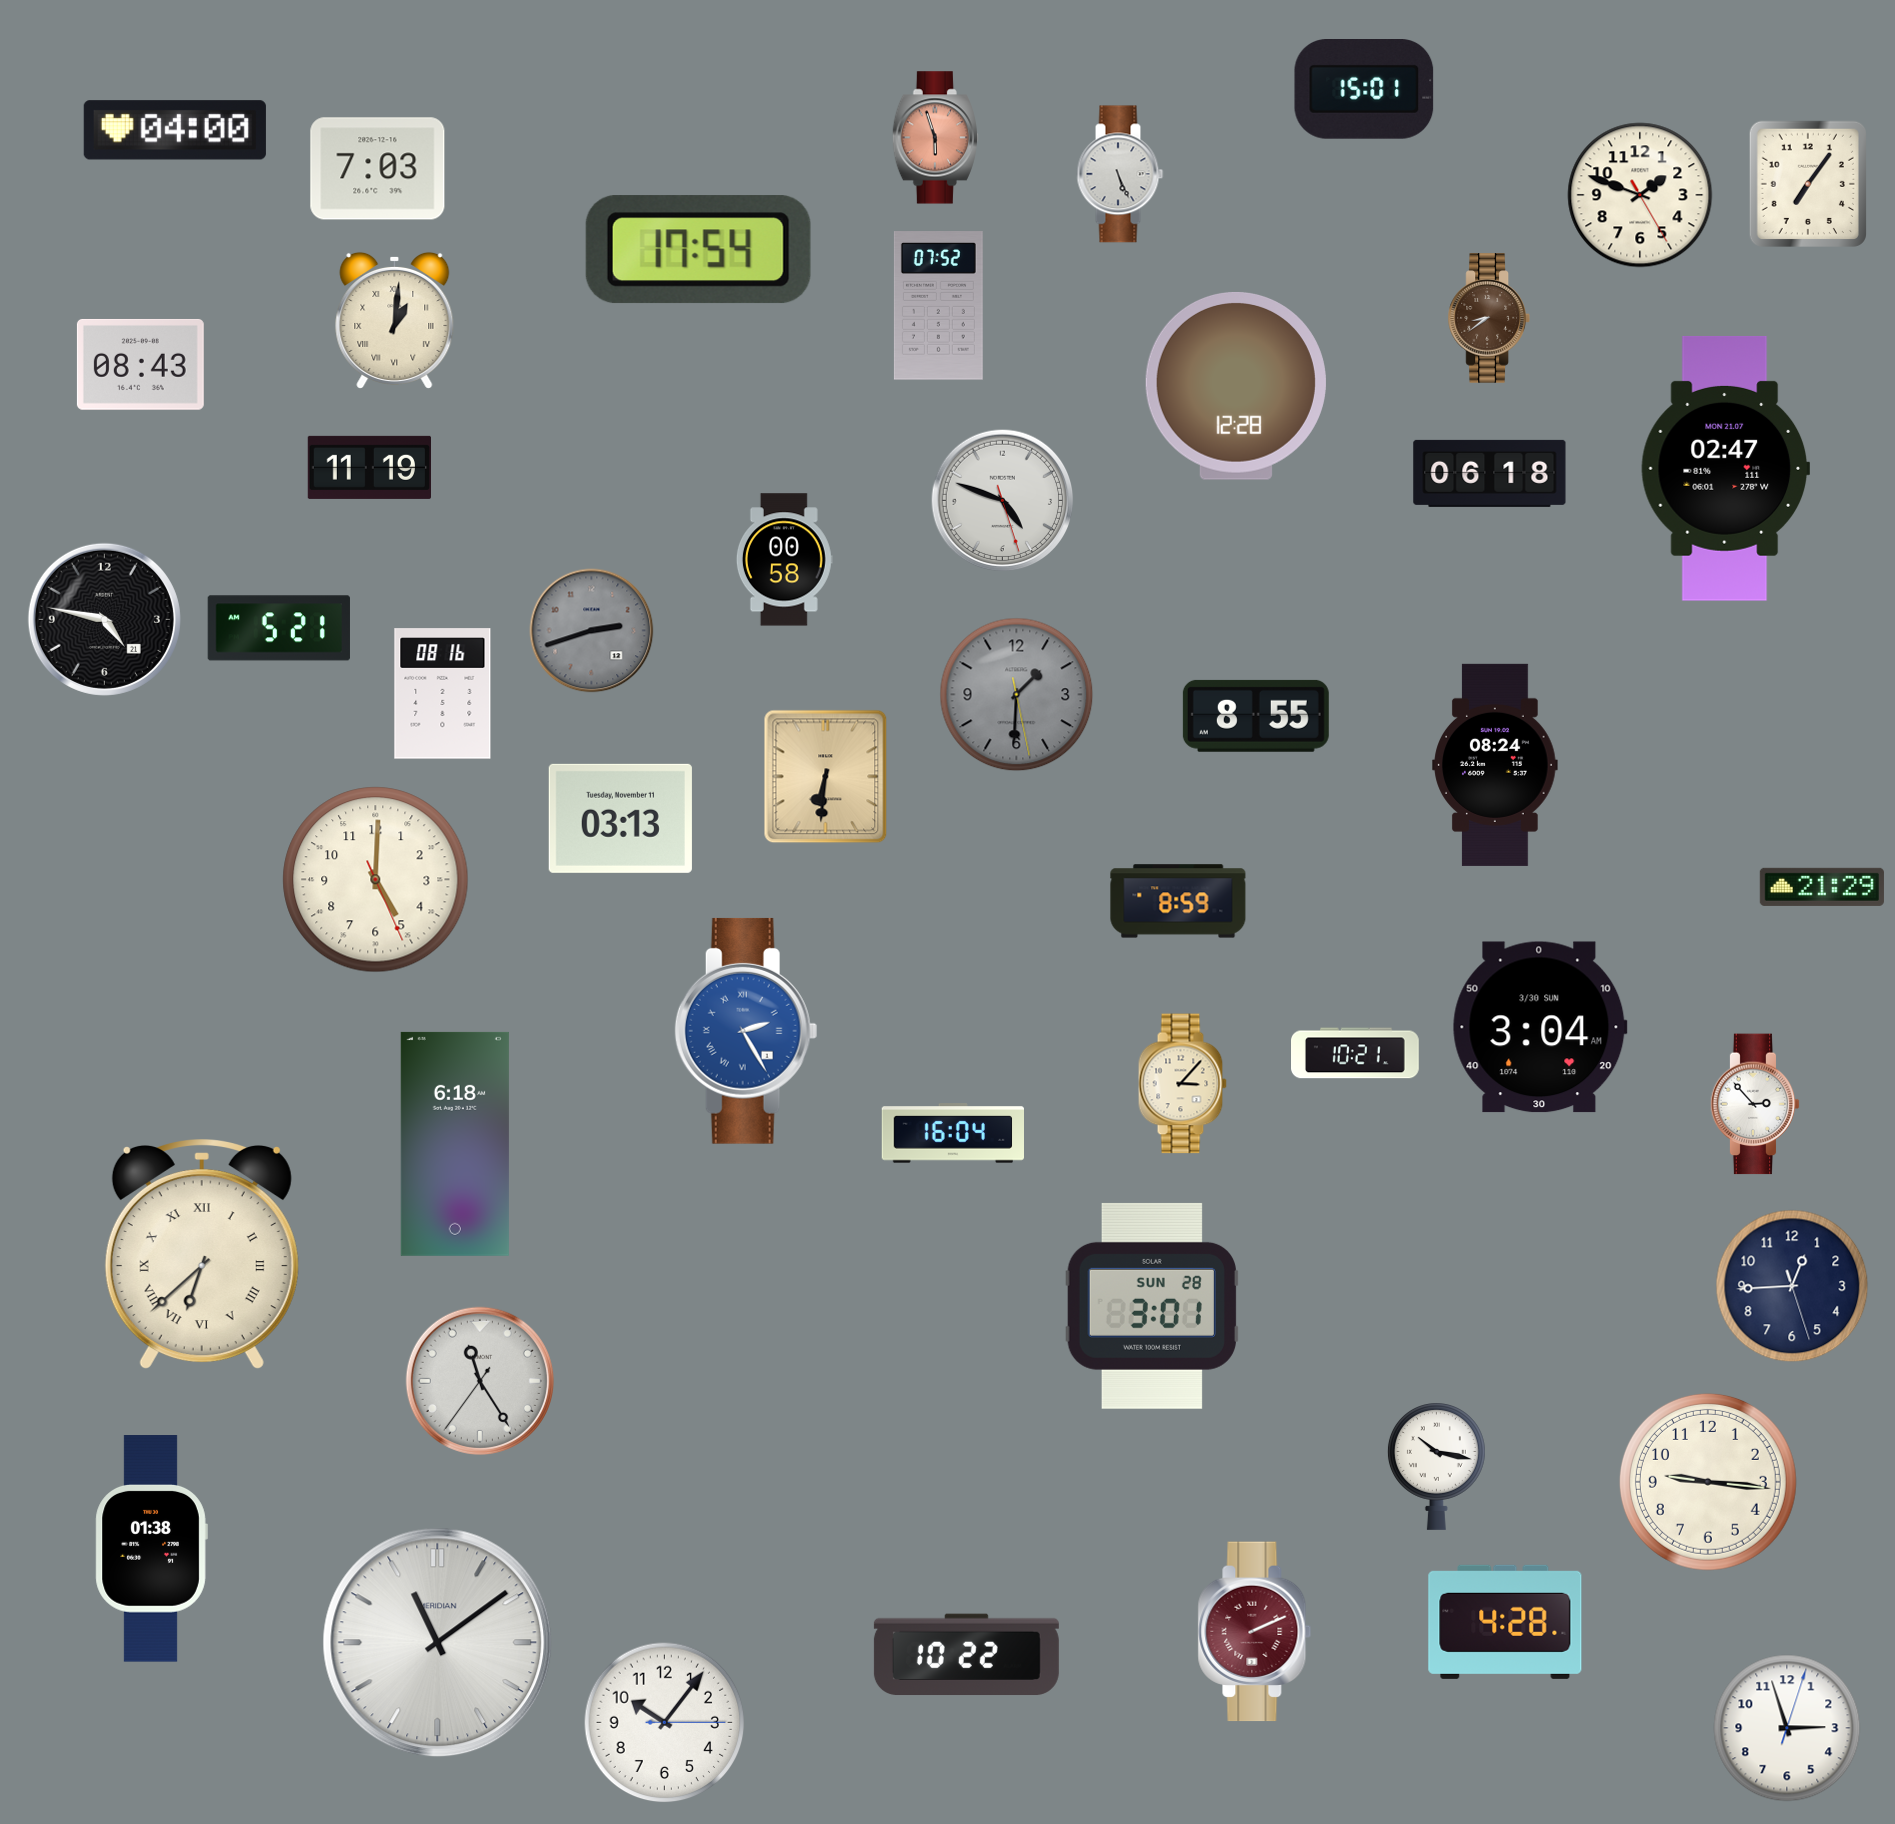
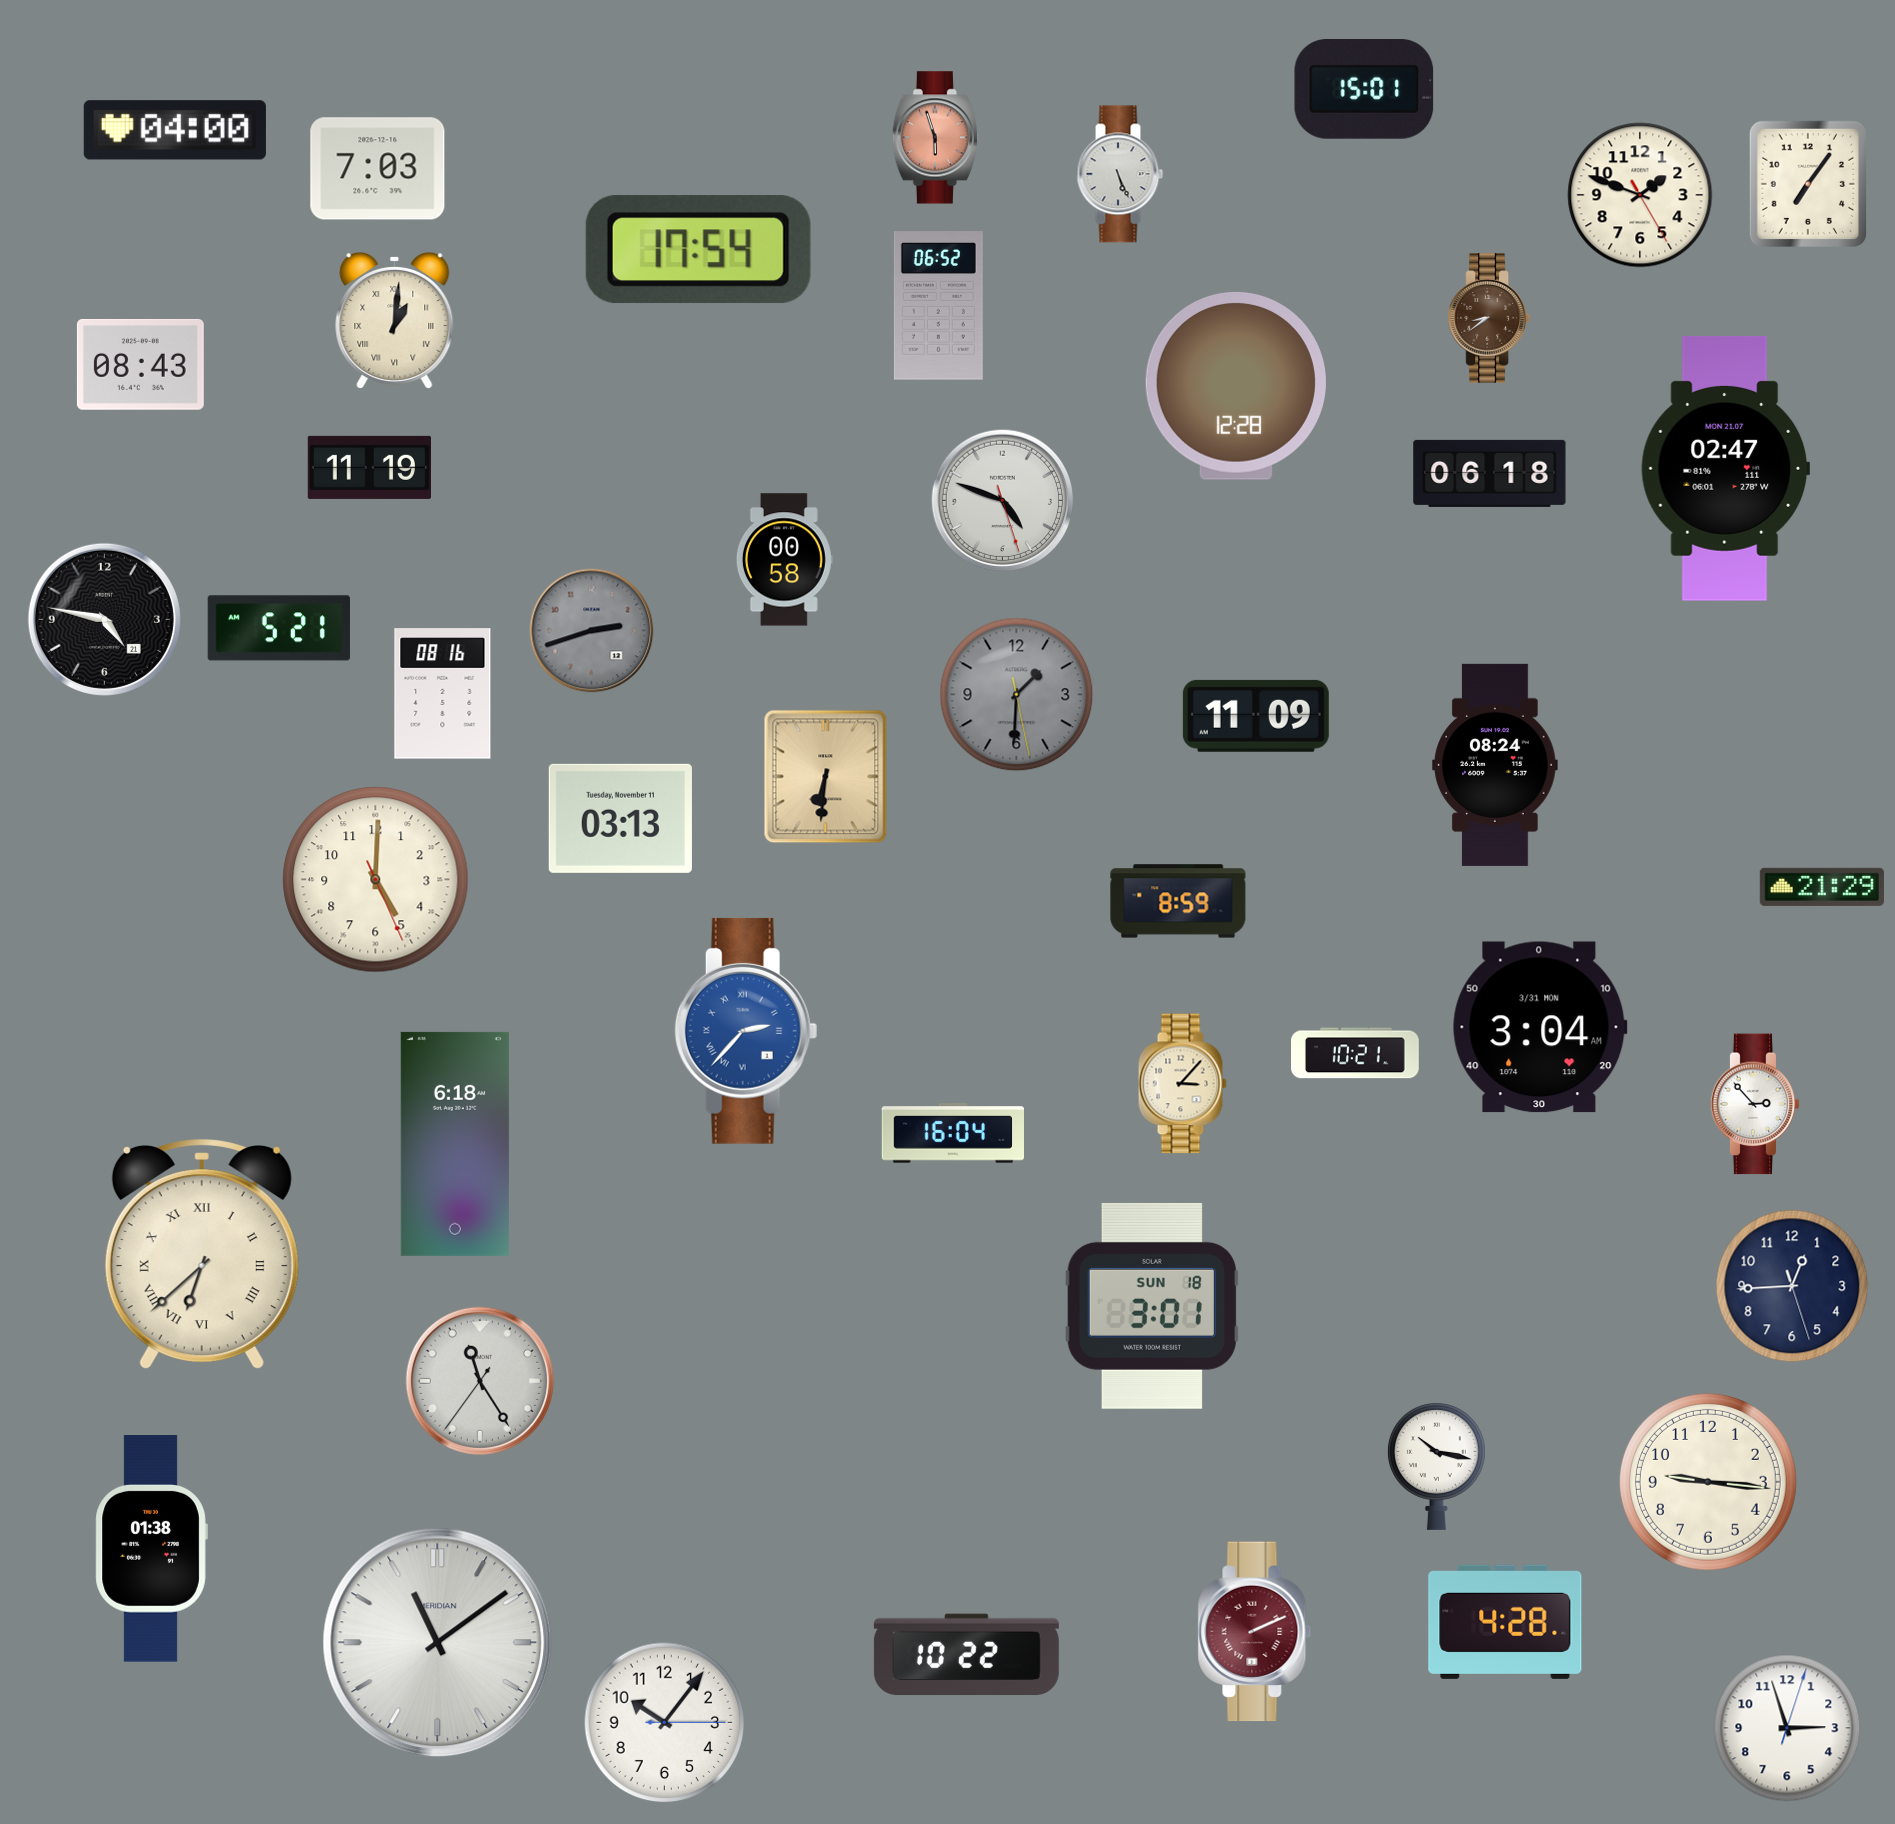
clock at (938, 306): 07:52 -> 06:52
clock at (1256, 716): 8:55 -> 11:09
clock at (1540, 1027) date: 3/30 SUN -> 3/31 MON
clock at (746, 1031): 2:25 -> 2:37
clock at (1152, 1306) date: SUN 28 -> SUN 18
